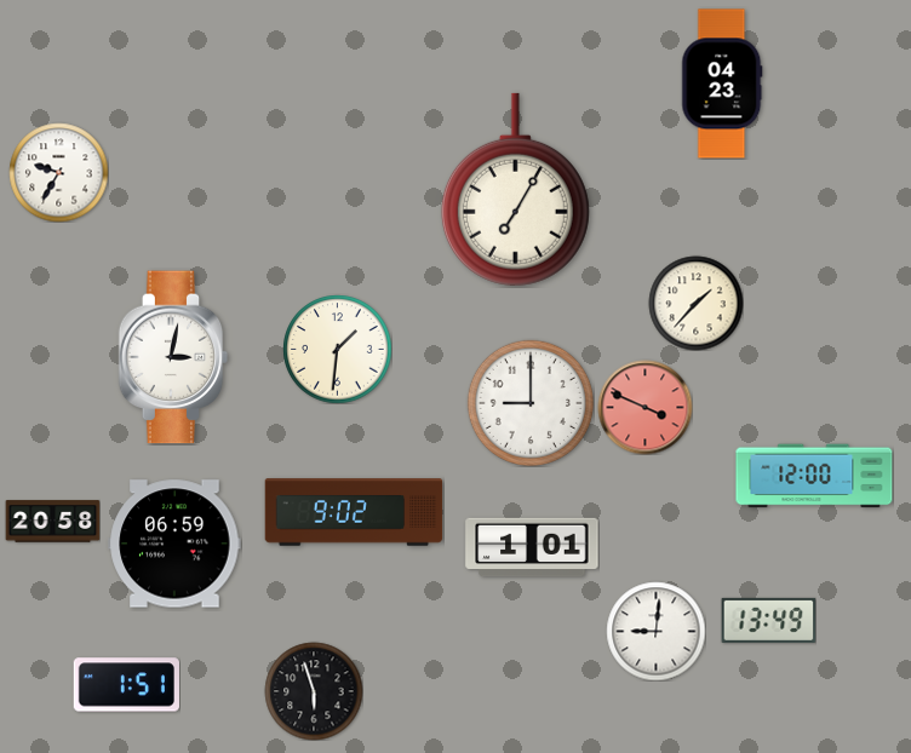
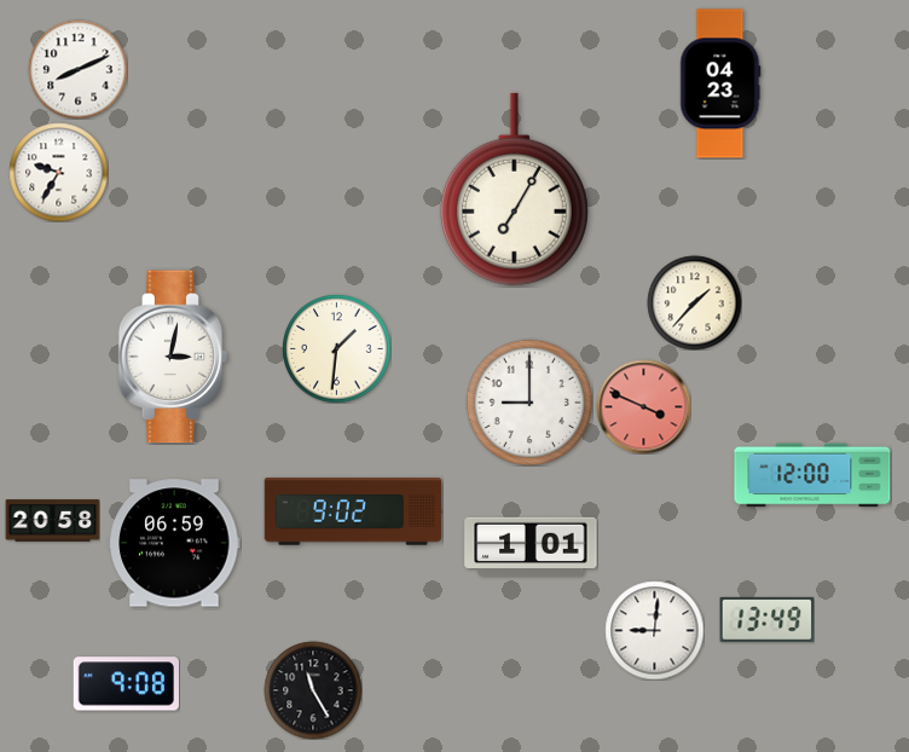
clock at (77, 69): none -> 8:11
clock at (126, 685): 1:51 -> 9:08
clock at (314, 691): 5:57 -> 11:25
